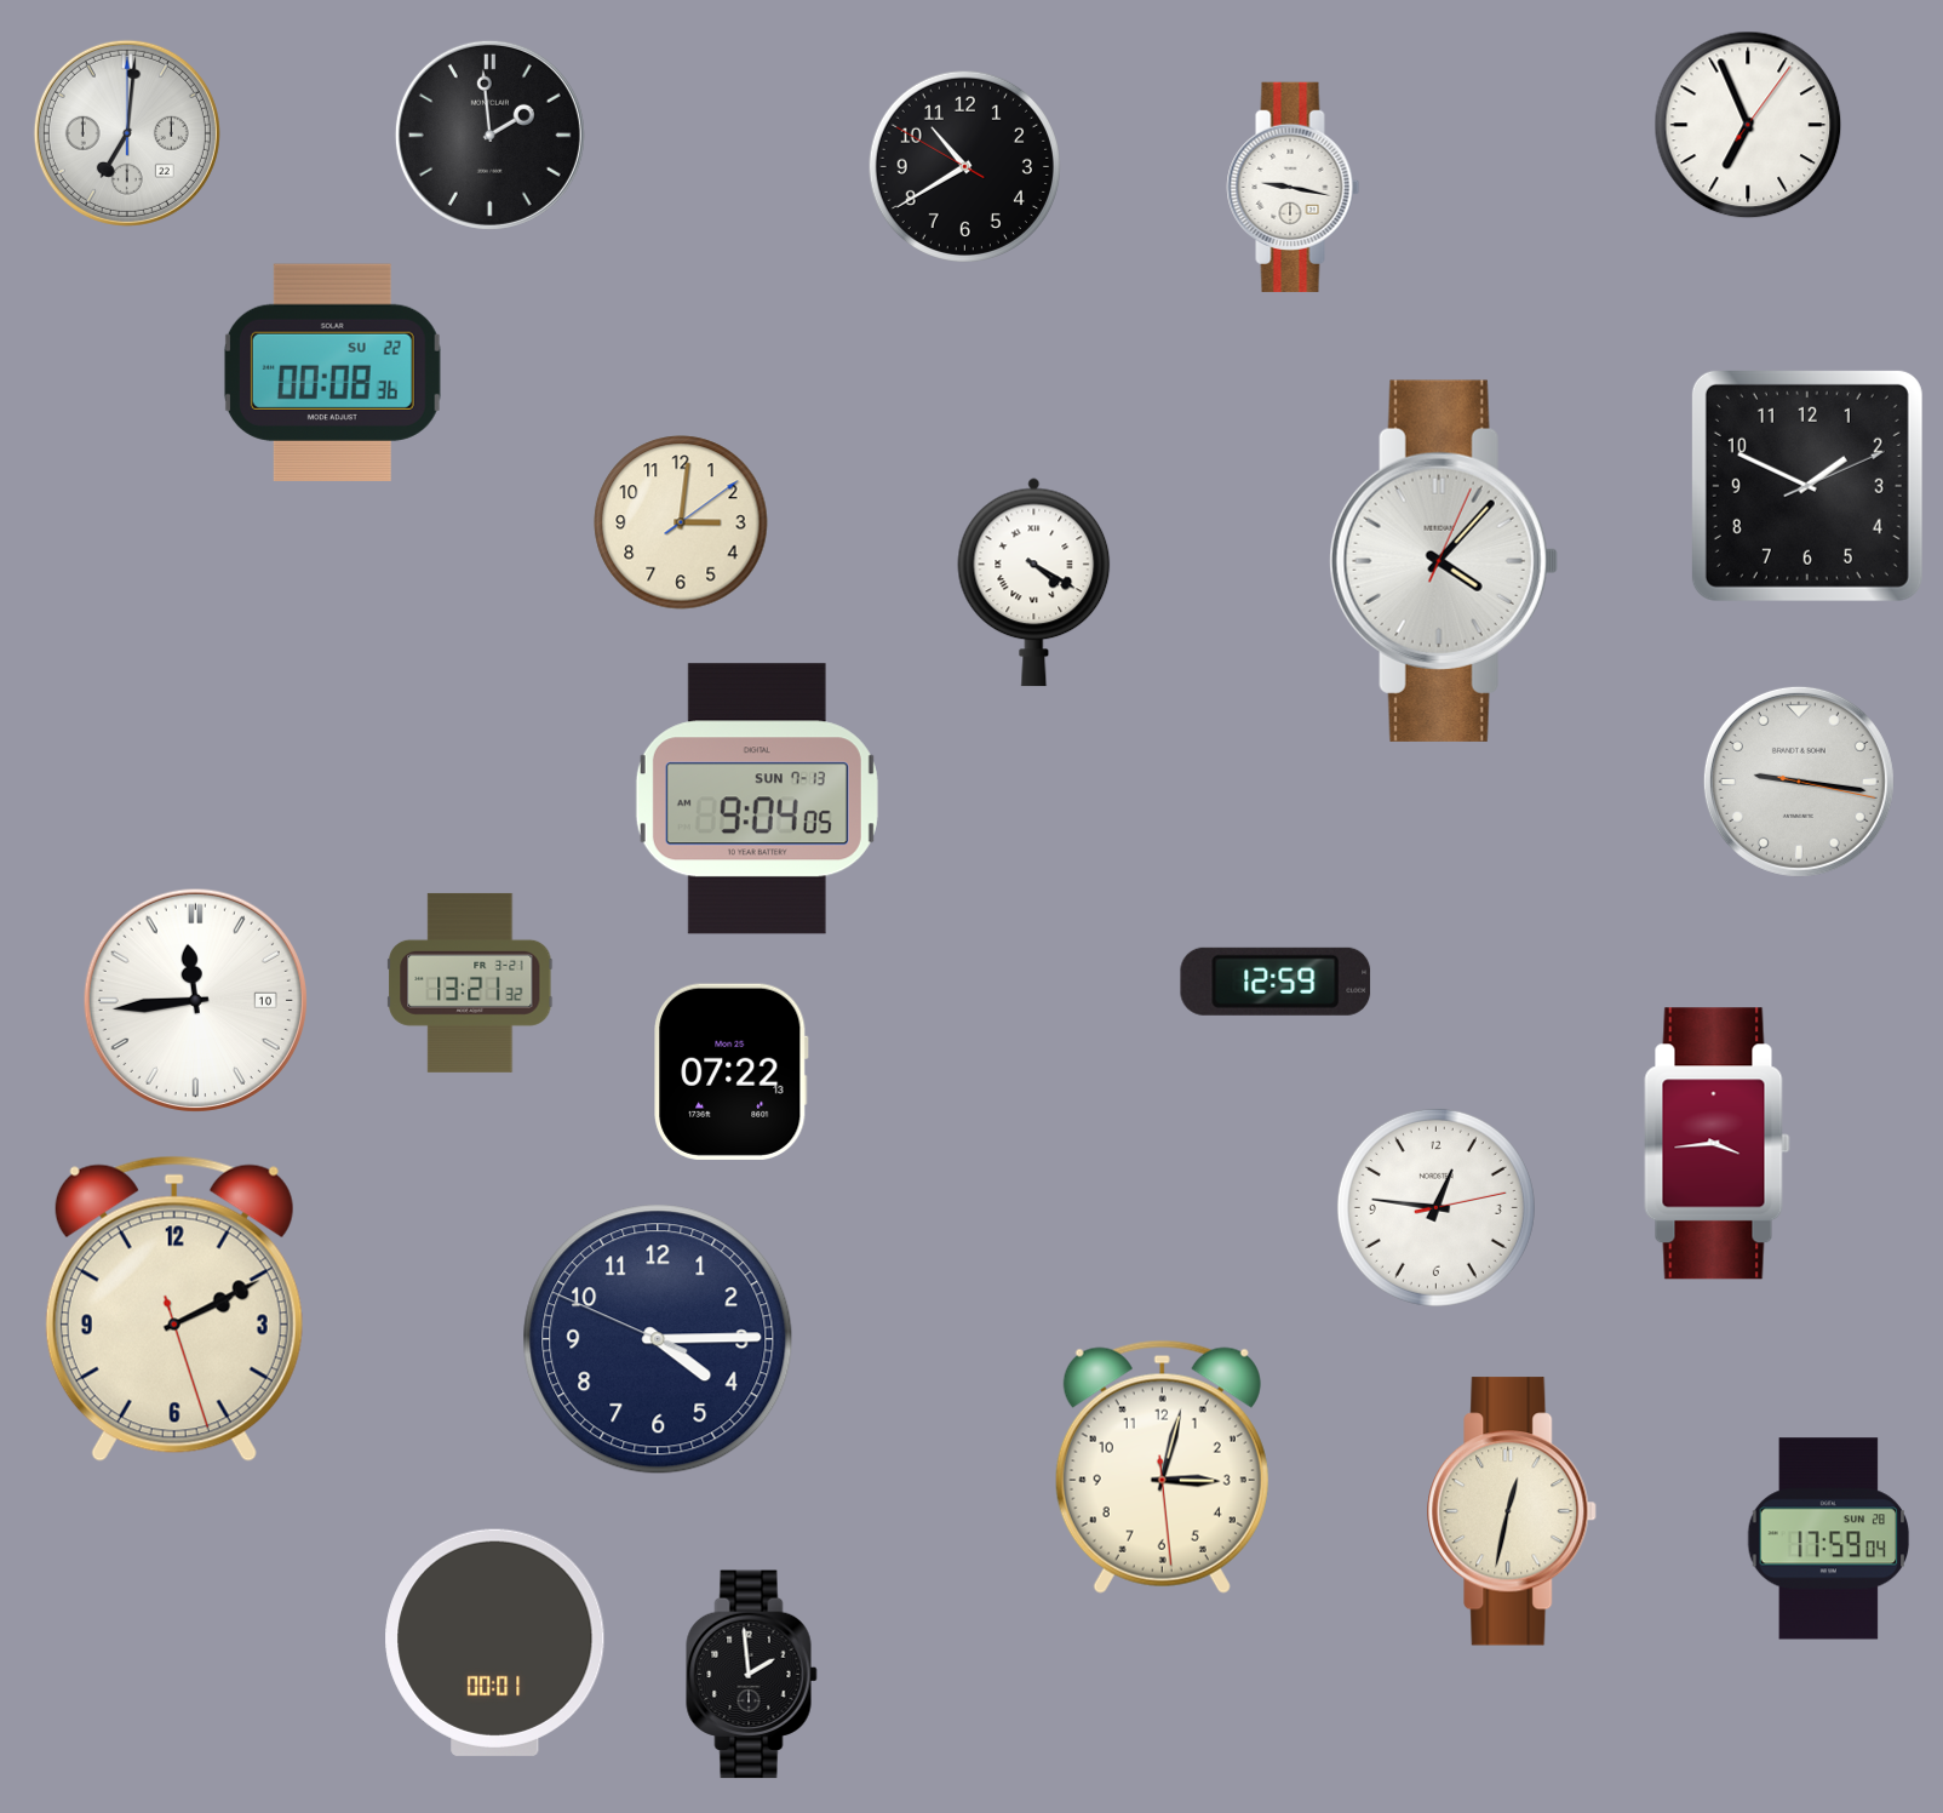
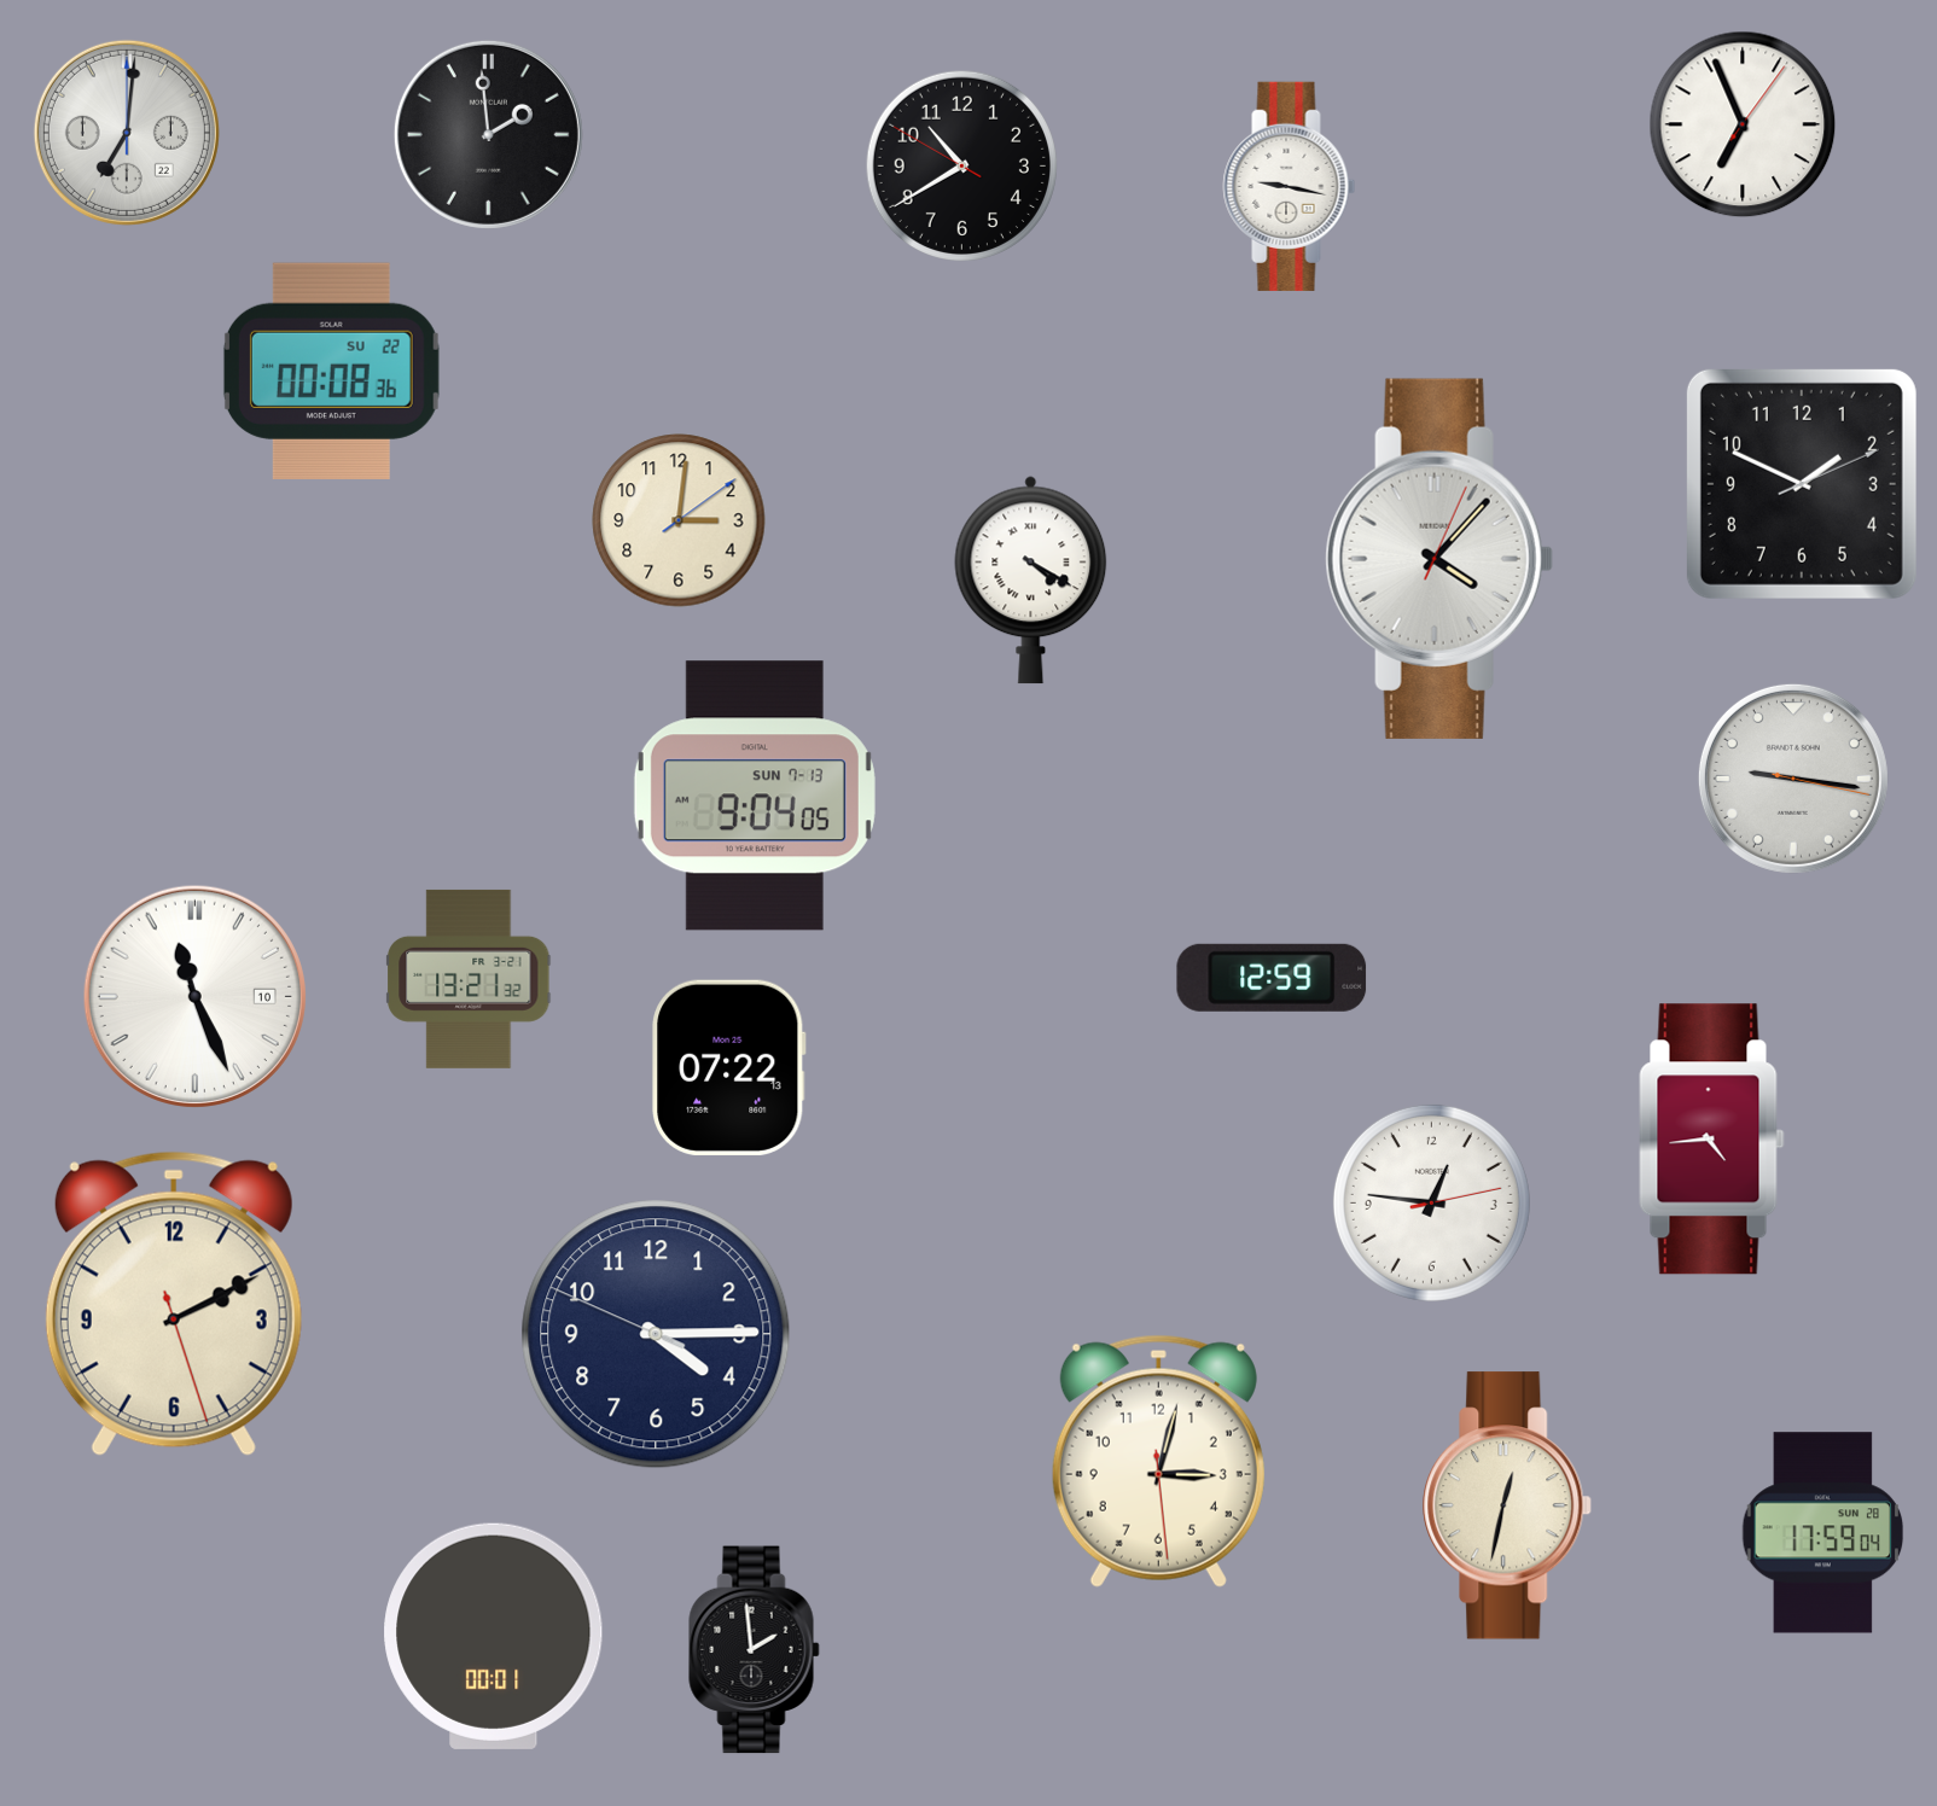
clock at (195, 1000): 11:44 -> 11:26
clock at (1718, 1144): 3:44 -> 4:44
clock at (752, 1675) position: (752, 1675) -> (755, 1650)
